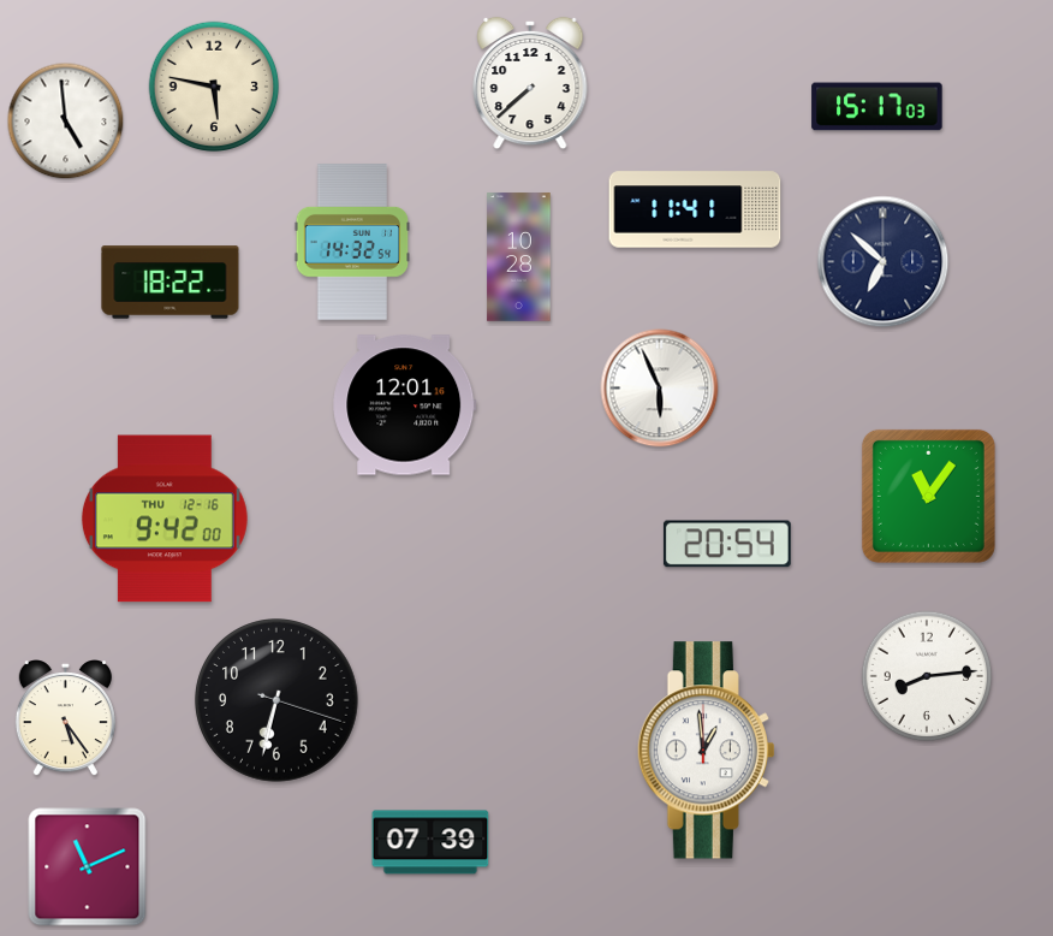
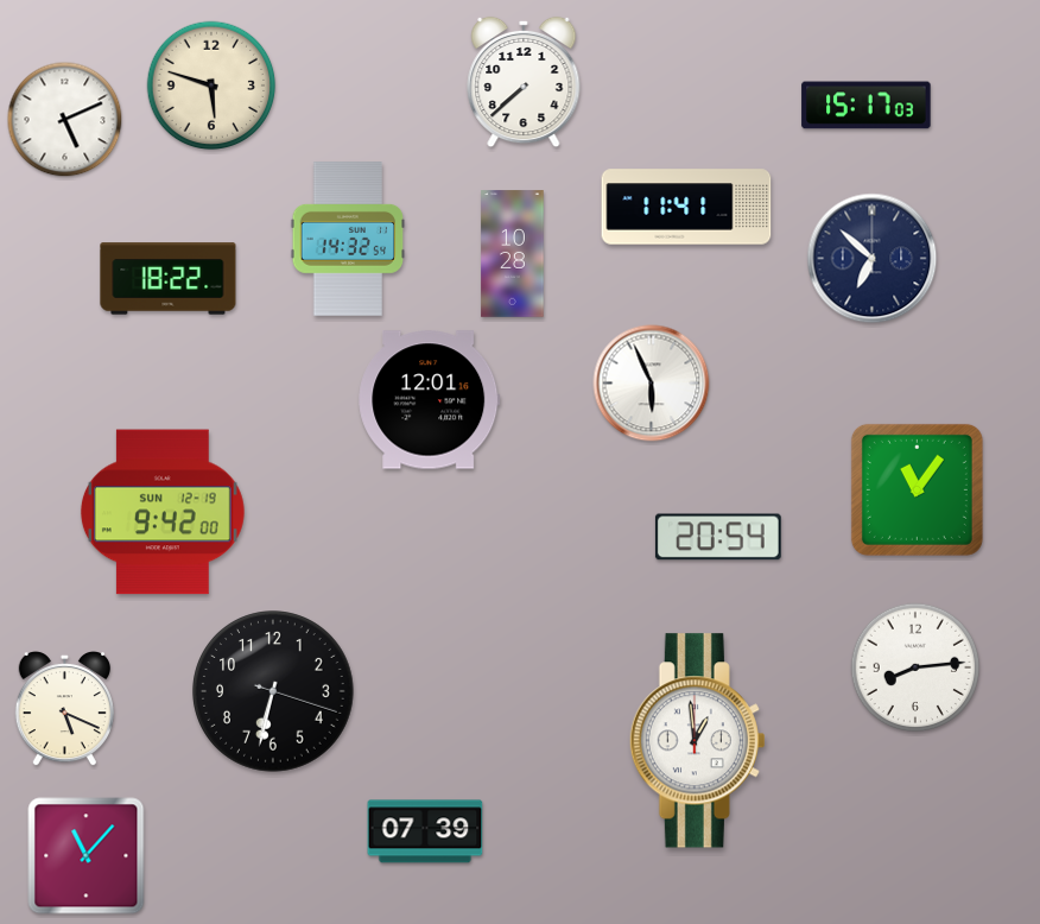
clock at (214, 87): 5:47 -> 5:48
clock at (66, 122): 4:59 -> 5:11
clock at (405, 405) position: (405, 405) -> (430, 400)
clock at (165, 519) date: THU 12-16 -> SUN 12-19
clock at (65, 718): 5:24 -> 5:19
clock at (88, 867): 11:11 -> 11:07
